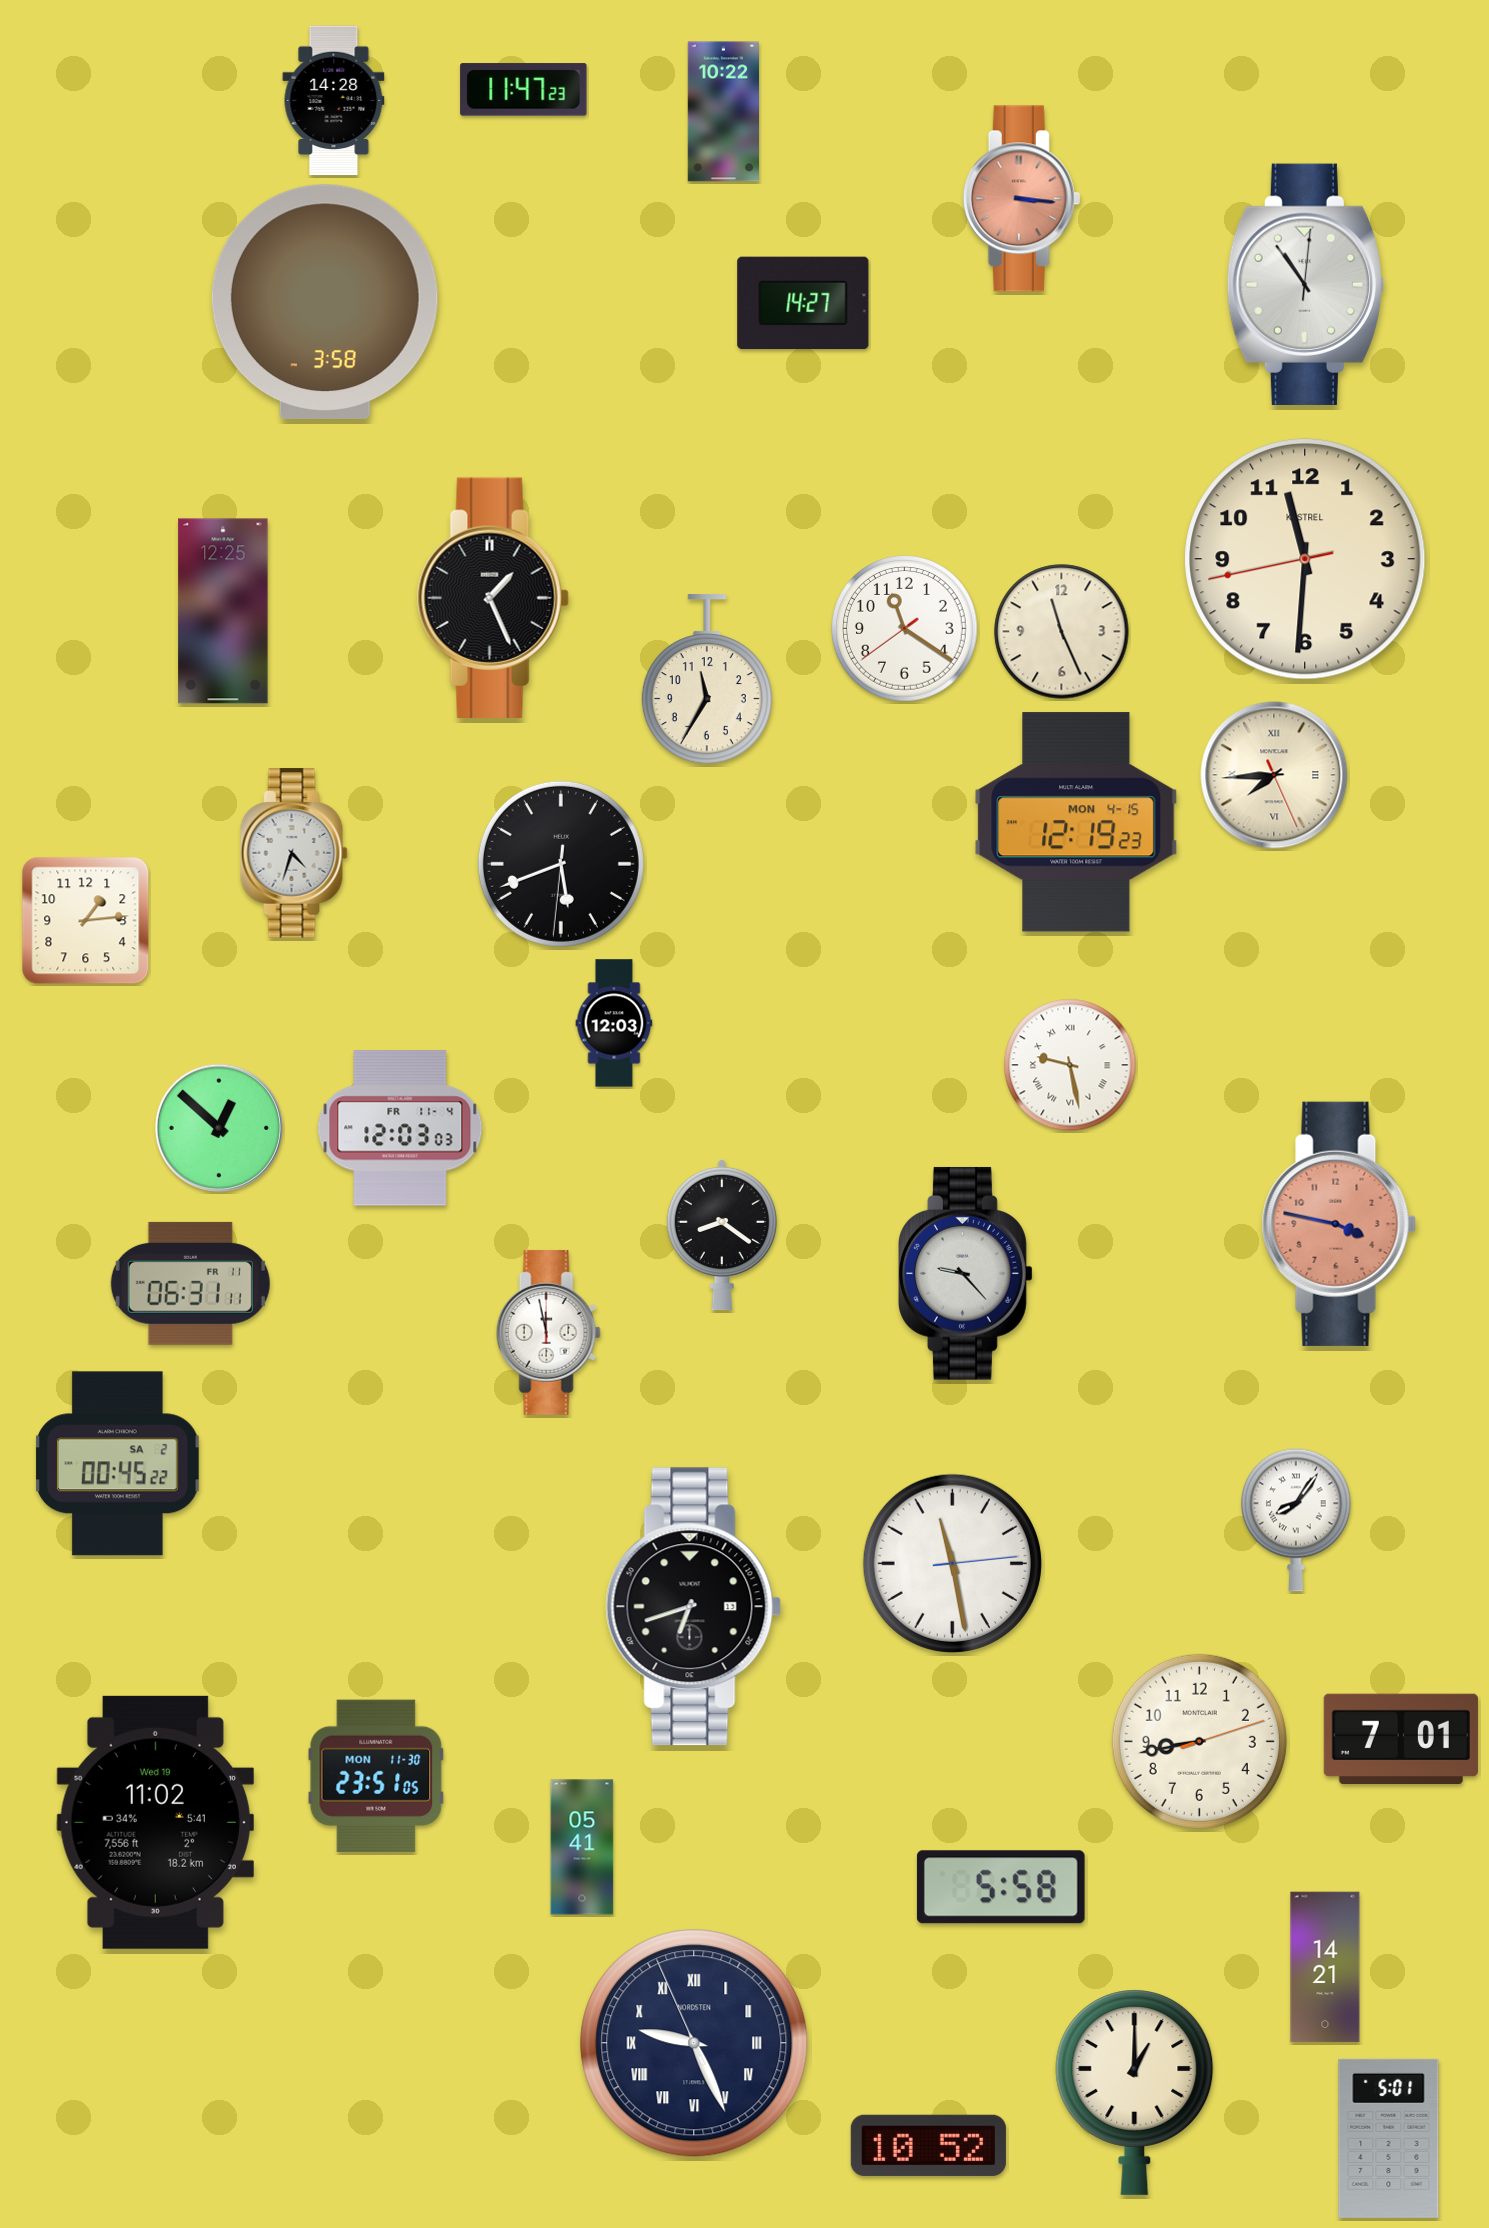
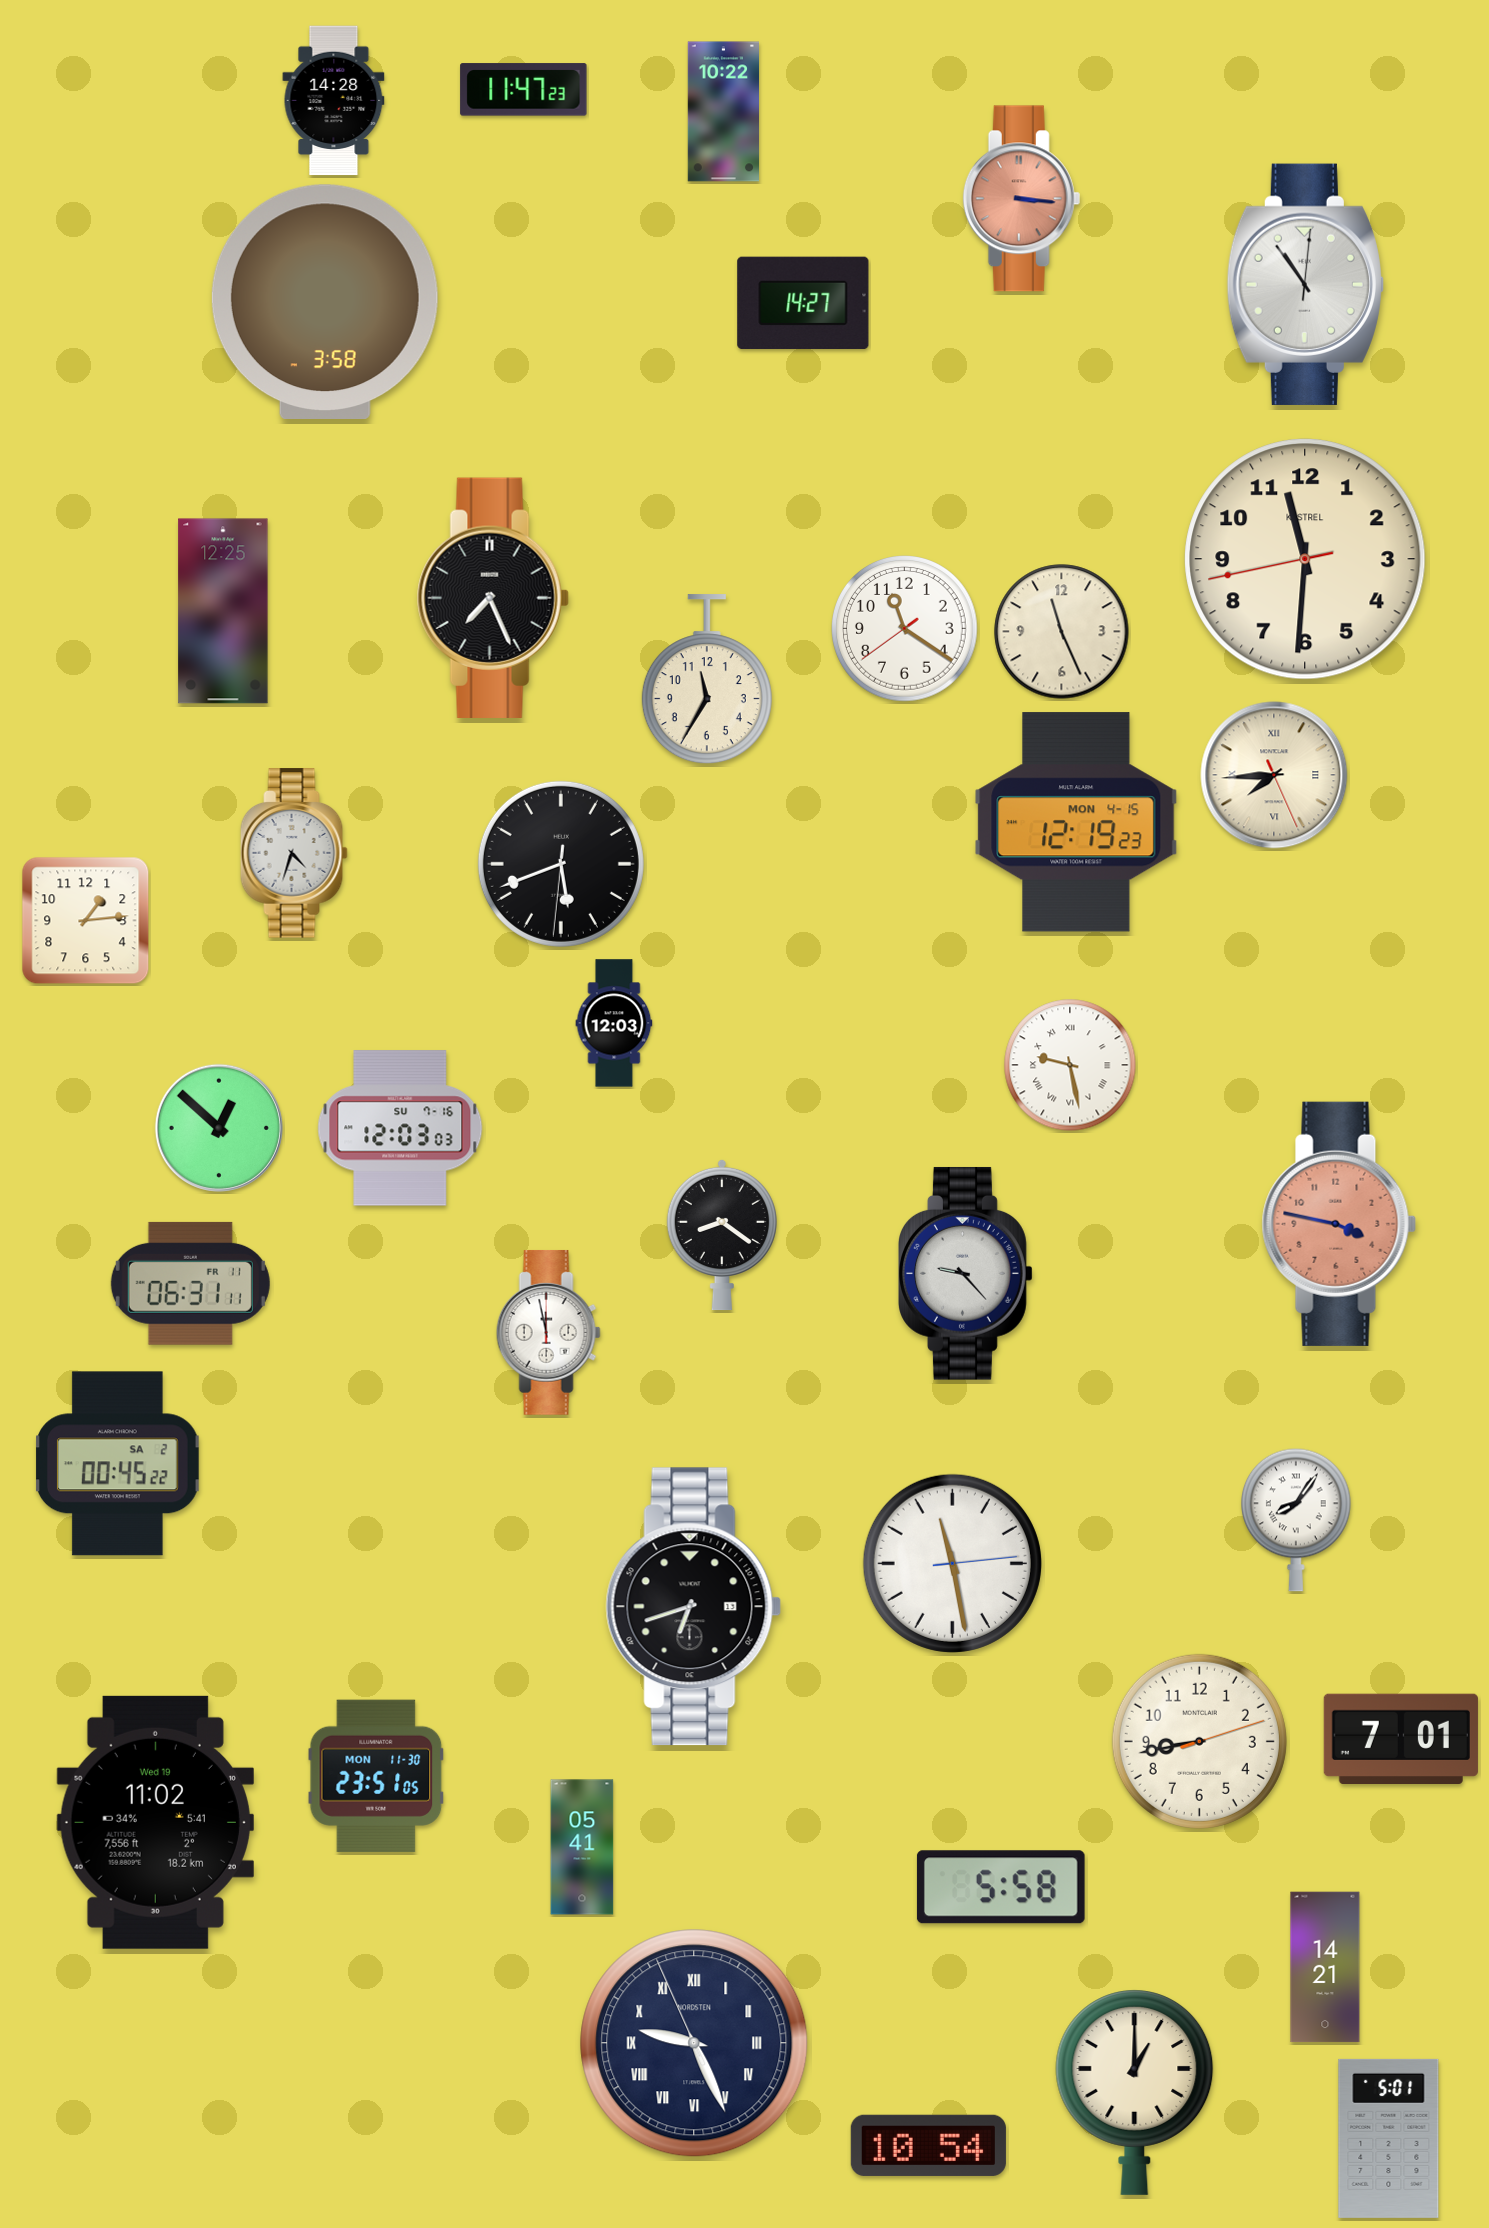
clock at (493, 598): 1:26 -> 7:26
clock at (400, 1128) date: FR 11-4 -> SU 7-16
clock at (928, 2145): 10:52 -> 10:54
